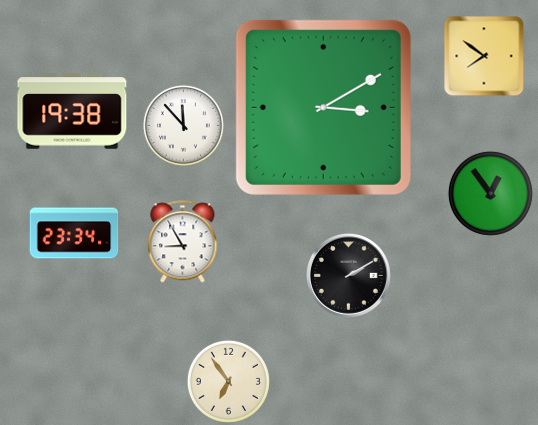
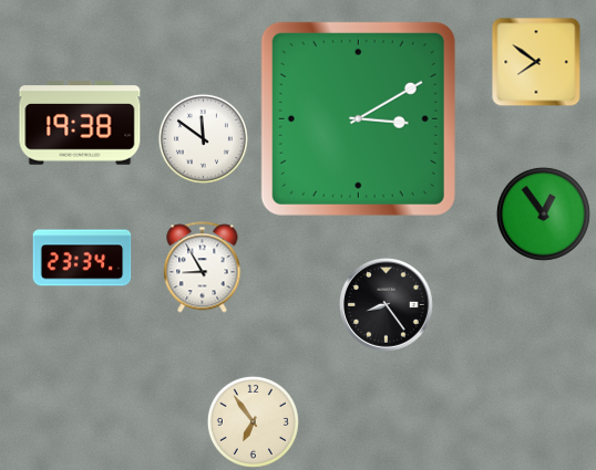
clock at (183, 125): 11:53 -> 11:51
clock at (348, 275): 2:10 -> 8:24
